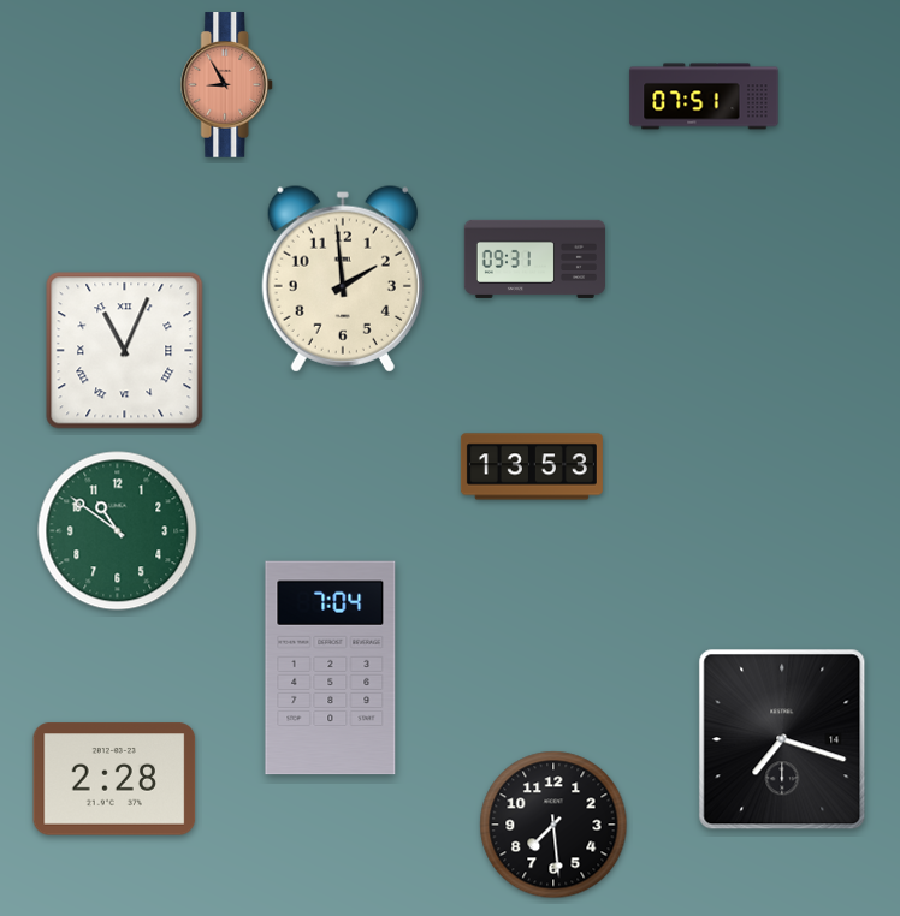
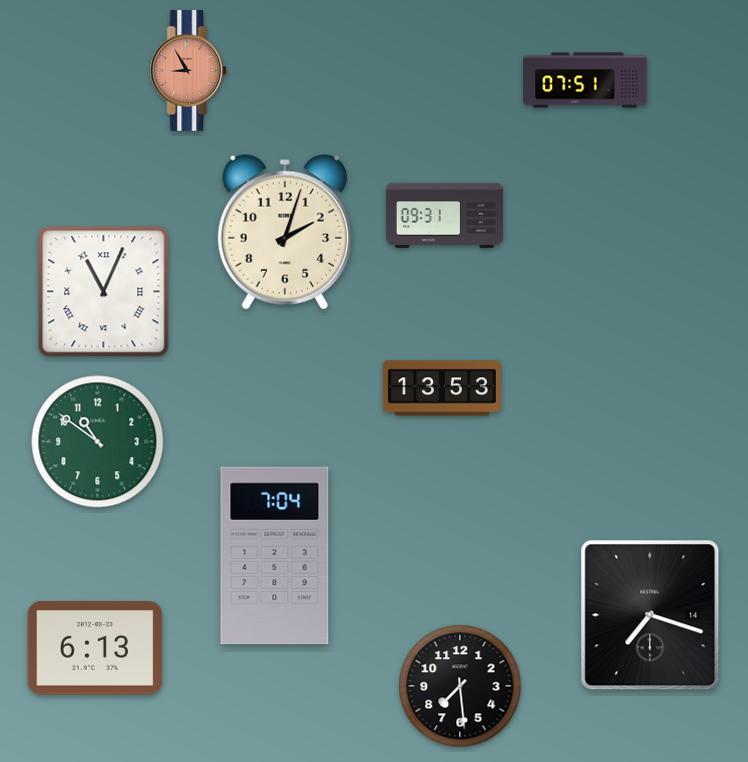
clock at (343, 279): 1:59 -> 2:03
clock at (114, 779): 2:28 -> 6:13
